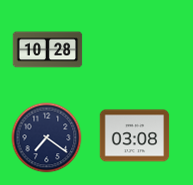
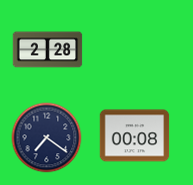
clock at (48, 50): 10:28 -> 2:28
clock at (135, 136): 03:08 -> 00:08
